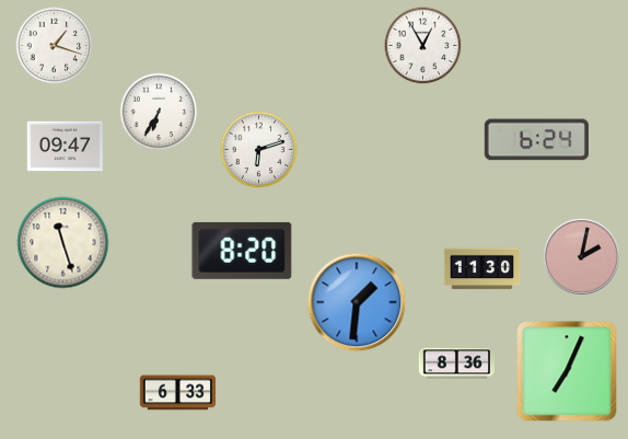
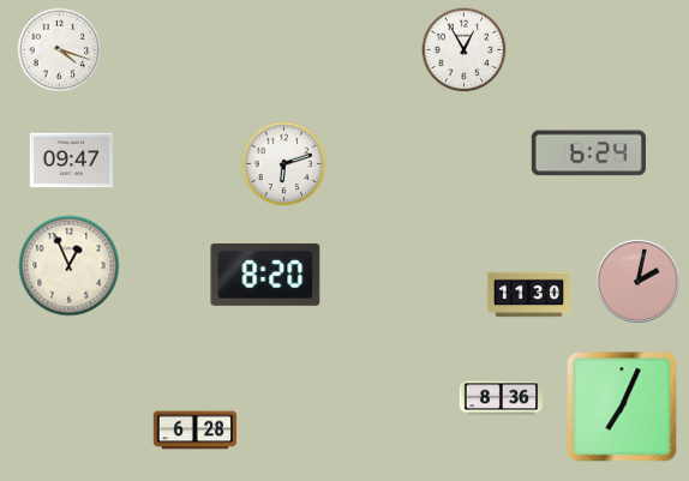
clock at (55, 46): 1:18 -> 4:18
clock at (159, 112): 6:35 -> none
clock at (63, 243): 11:27 -> 12:56
clock at (357, 302): 1:31 -> none
clock at (178, 393): 6:33 -> 6:28
